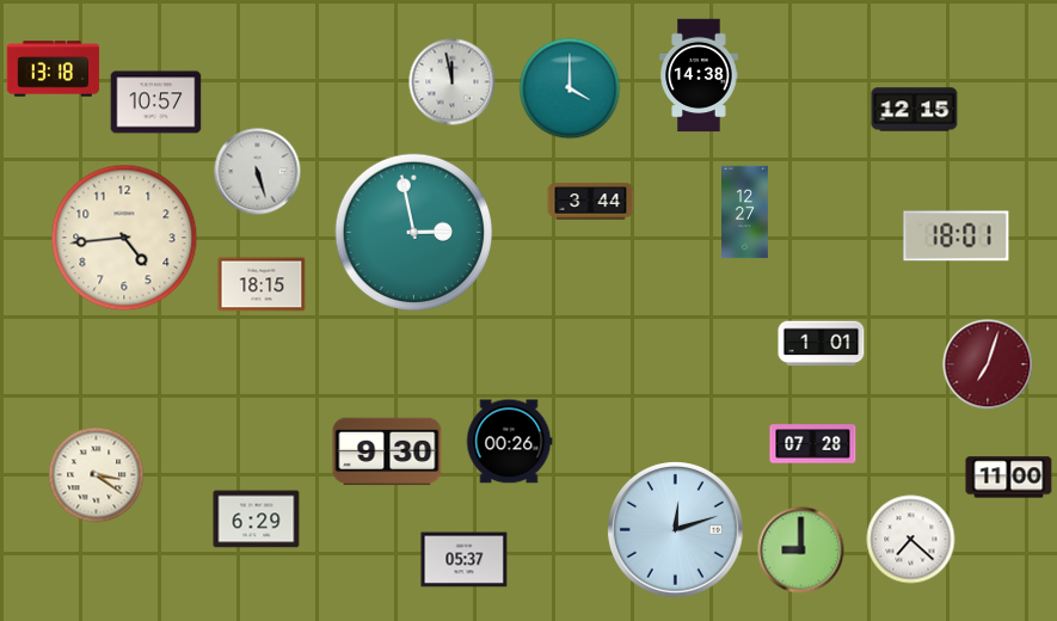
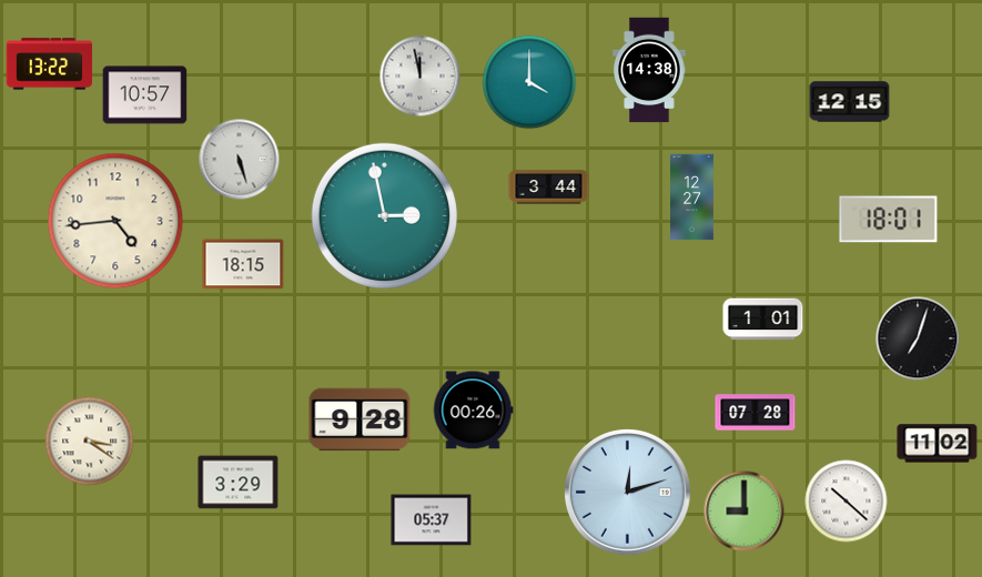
clock at (54, 69): 13:18 -> 13:22
clock at (988, 364) dial: burgundy -> black
clock at (387, 451): 9:30 -> 9:28
clock at (1009, 478): 11:00 -> 11:02
clock at (257, 519): 6:29 -> 3:29
clock at (911, 540): 7:22 -> 10:22
